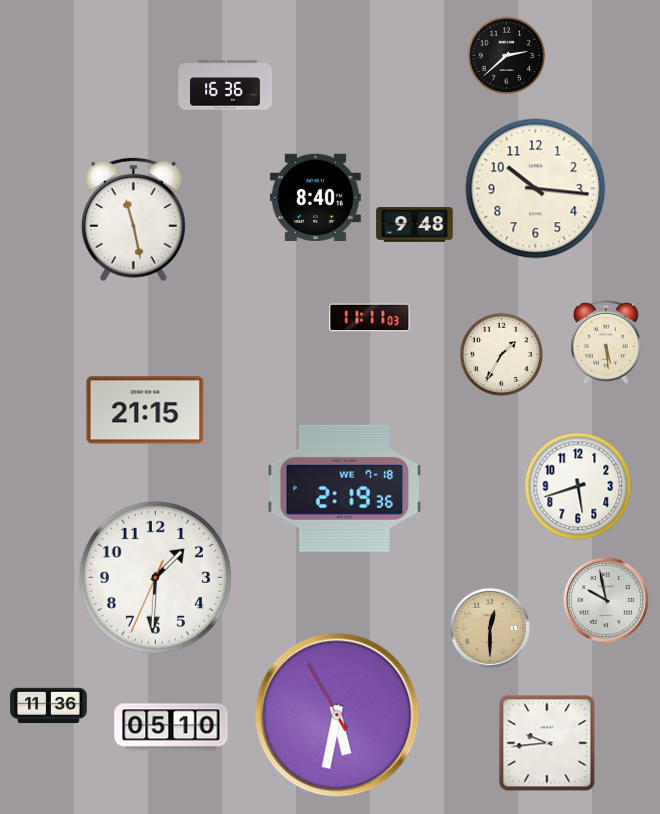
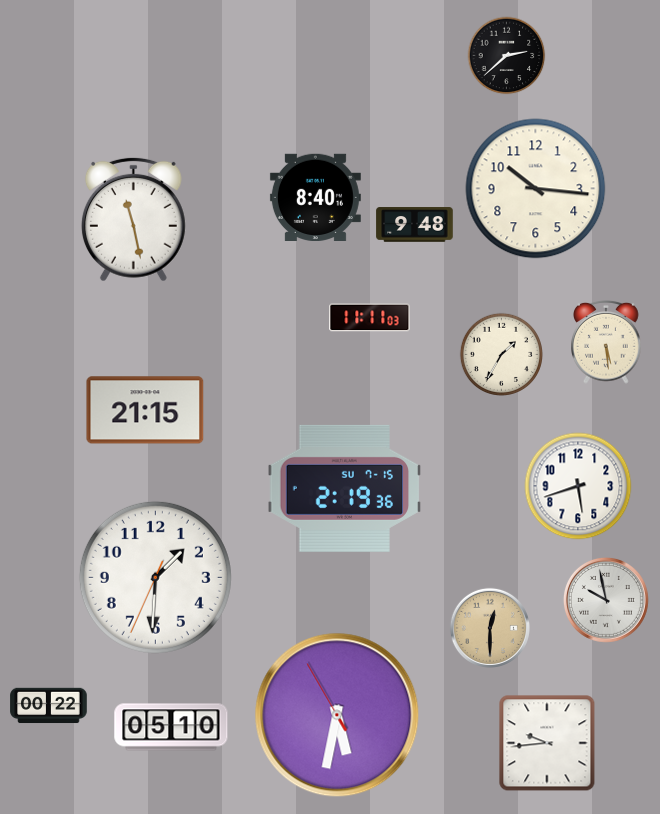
clock at (225, 85): 16:36 -> none
clock at (345, 488) date: WE 7-18 -> SU 7-15
clock at (49, 706): 11:36 -> 00:22
